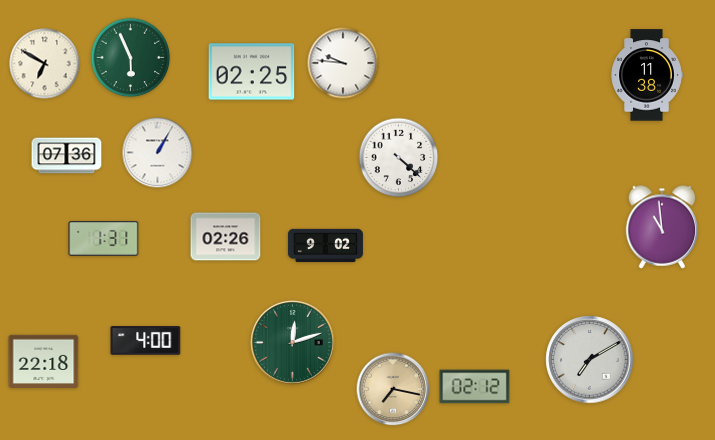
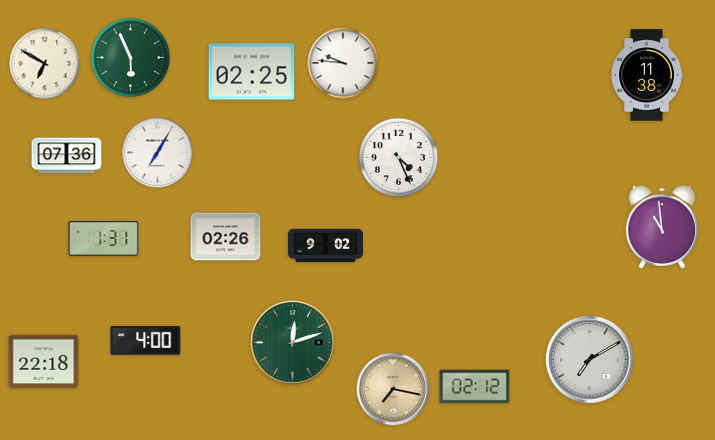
clock at (158, 153): 1:05 -> 7:05
clock at (399, 158): 4:22 -> 4:26
